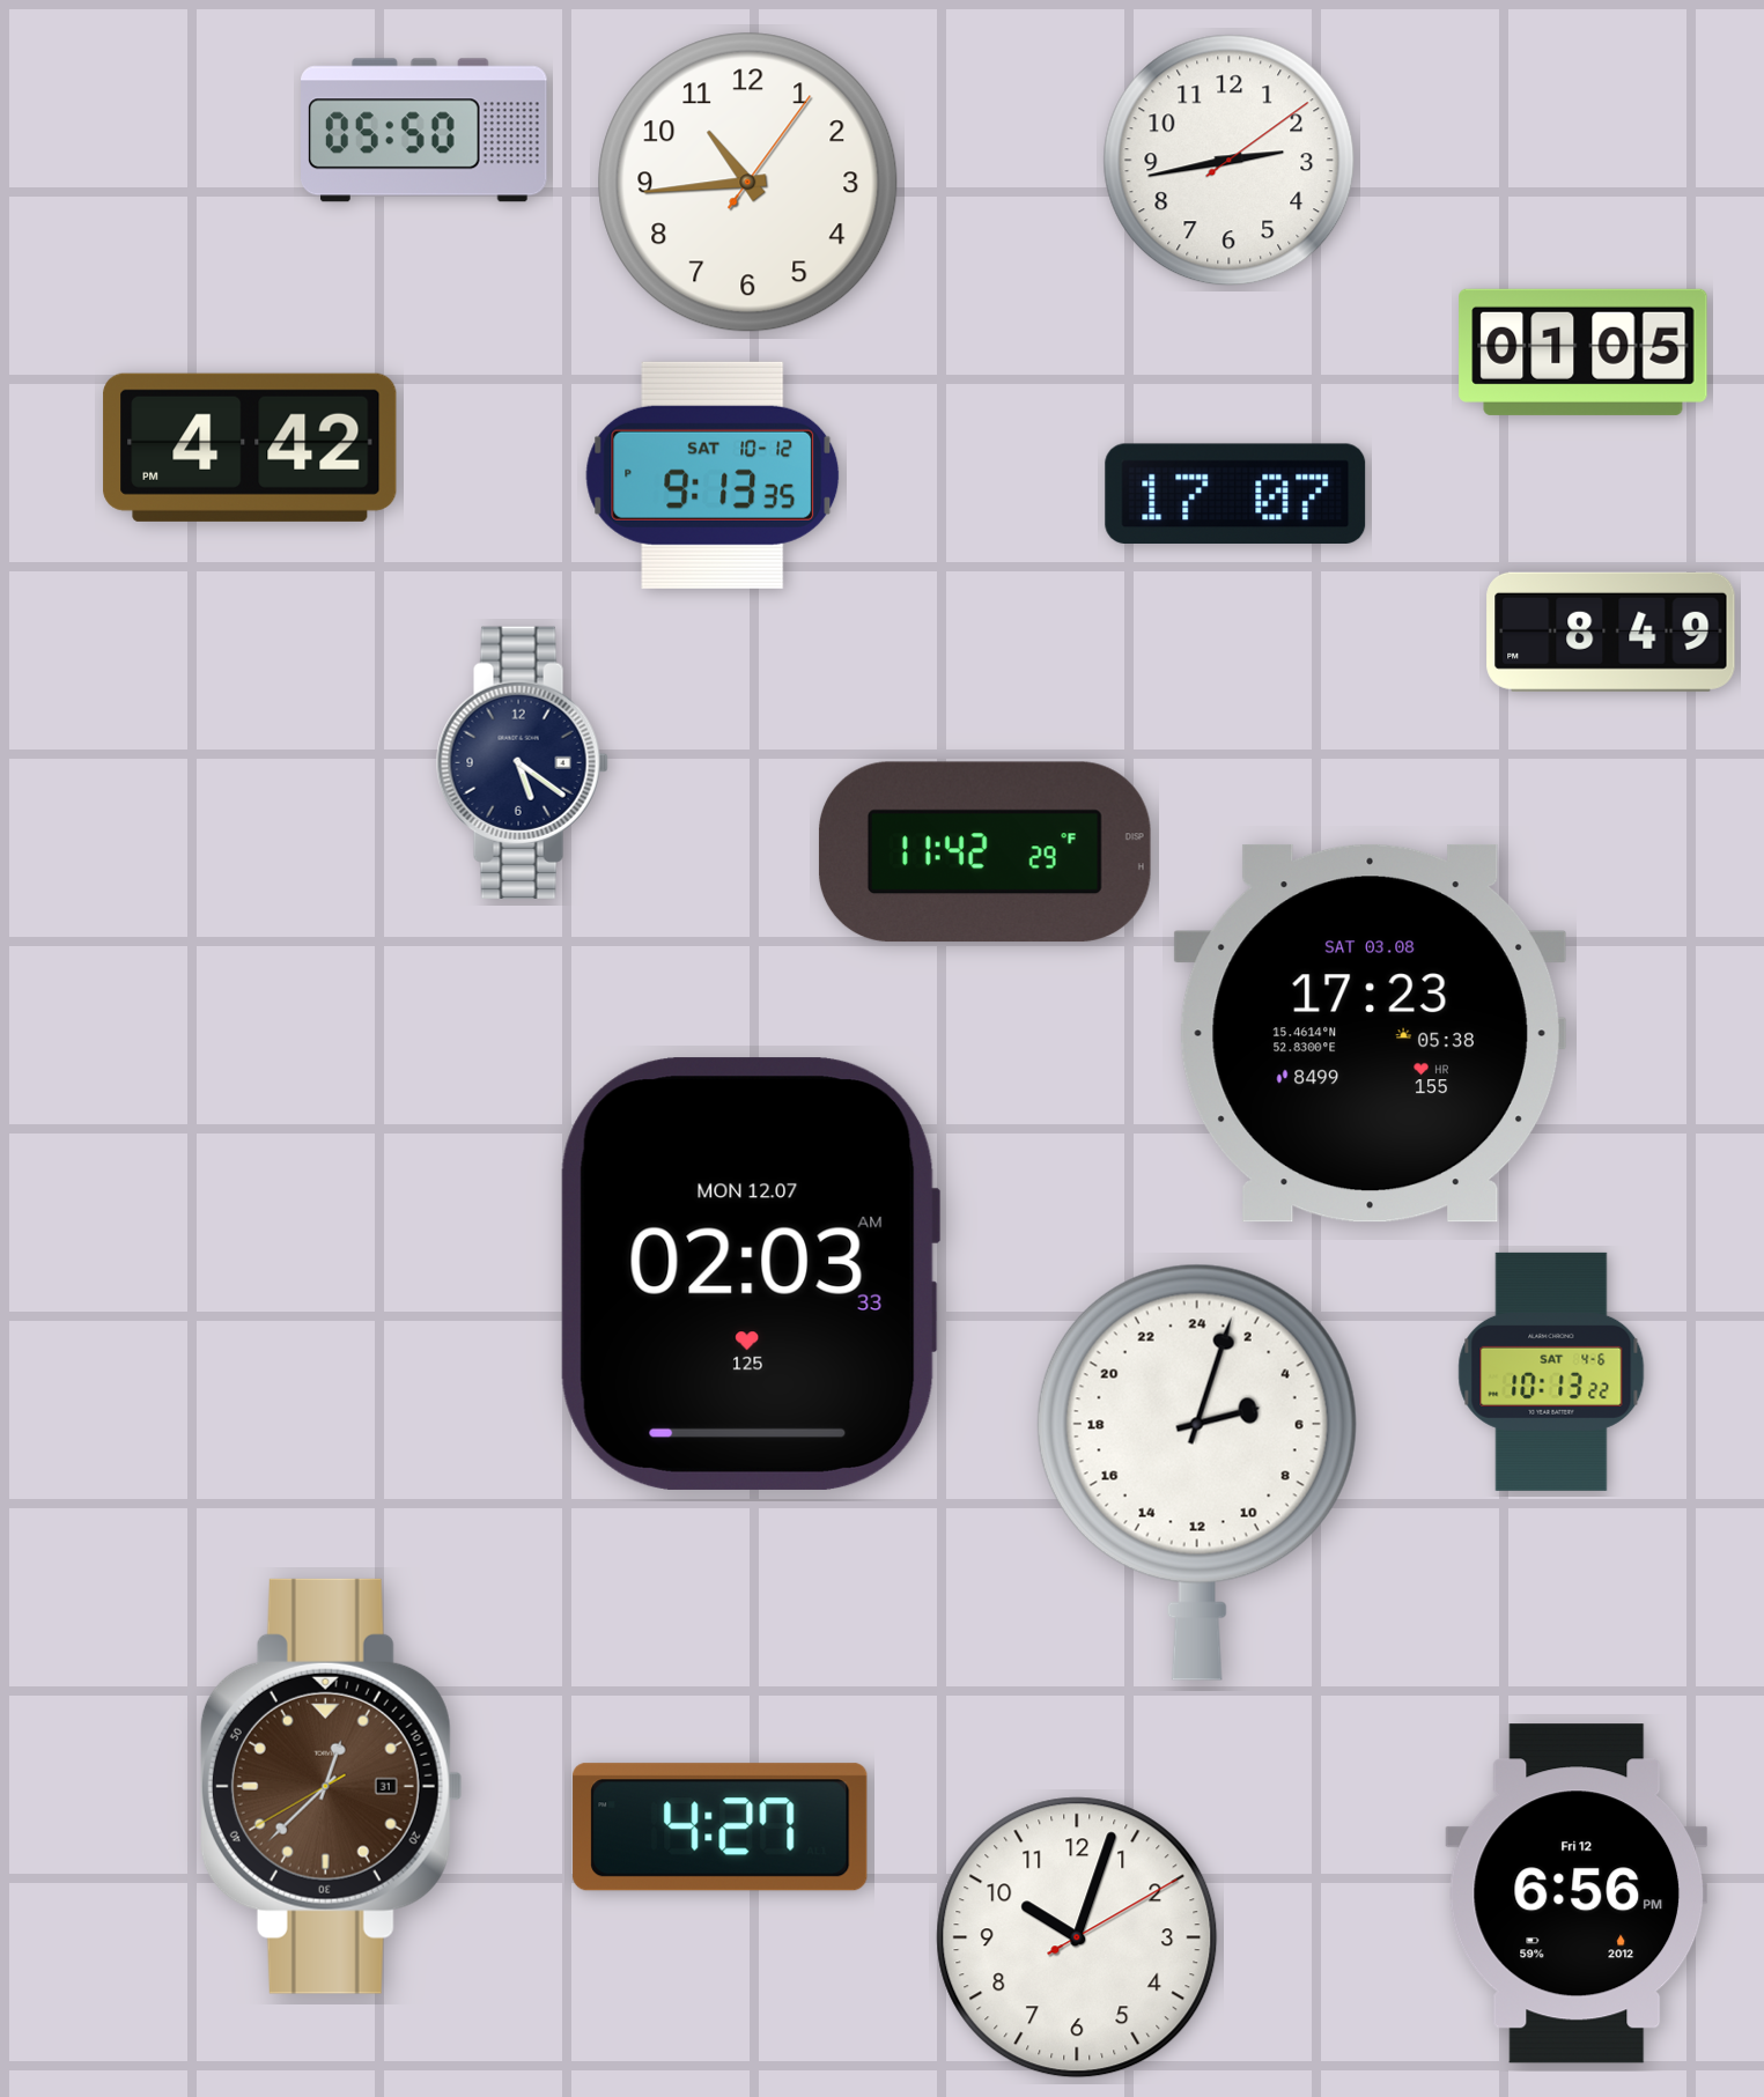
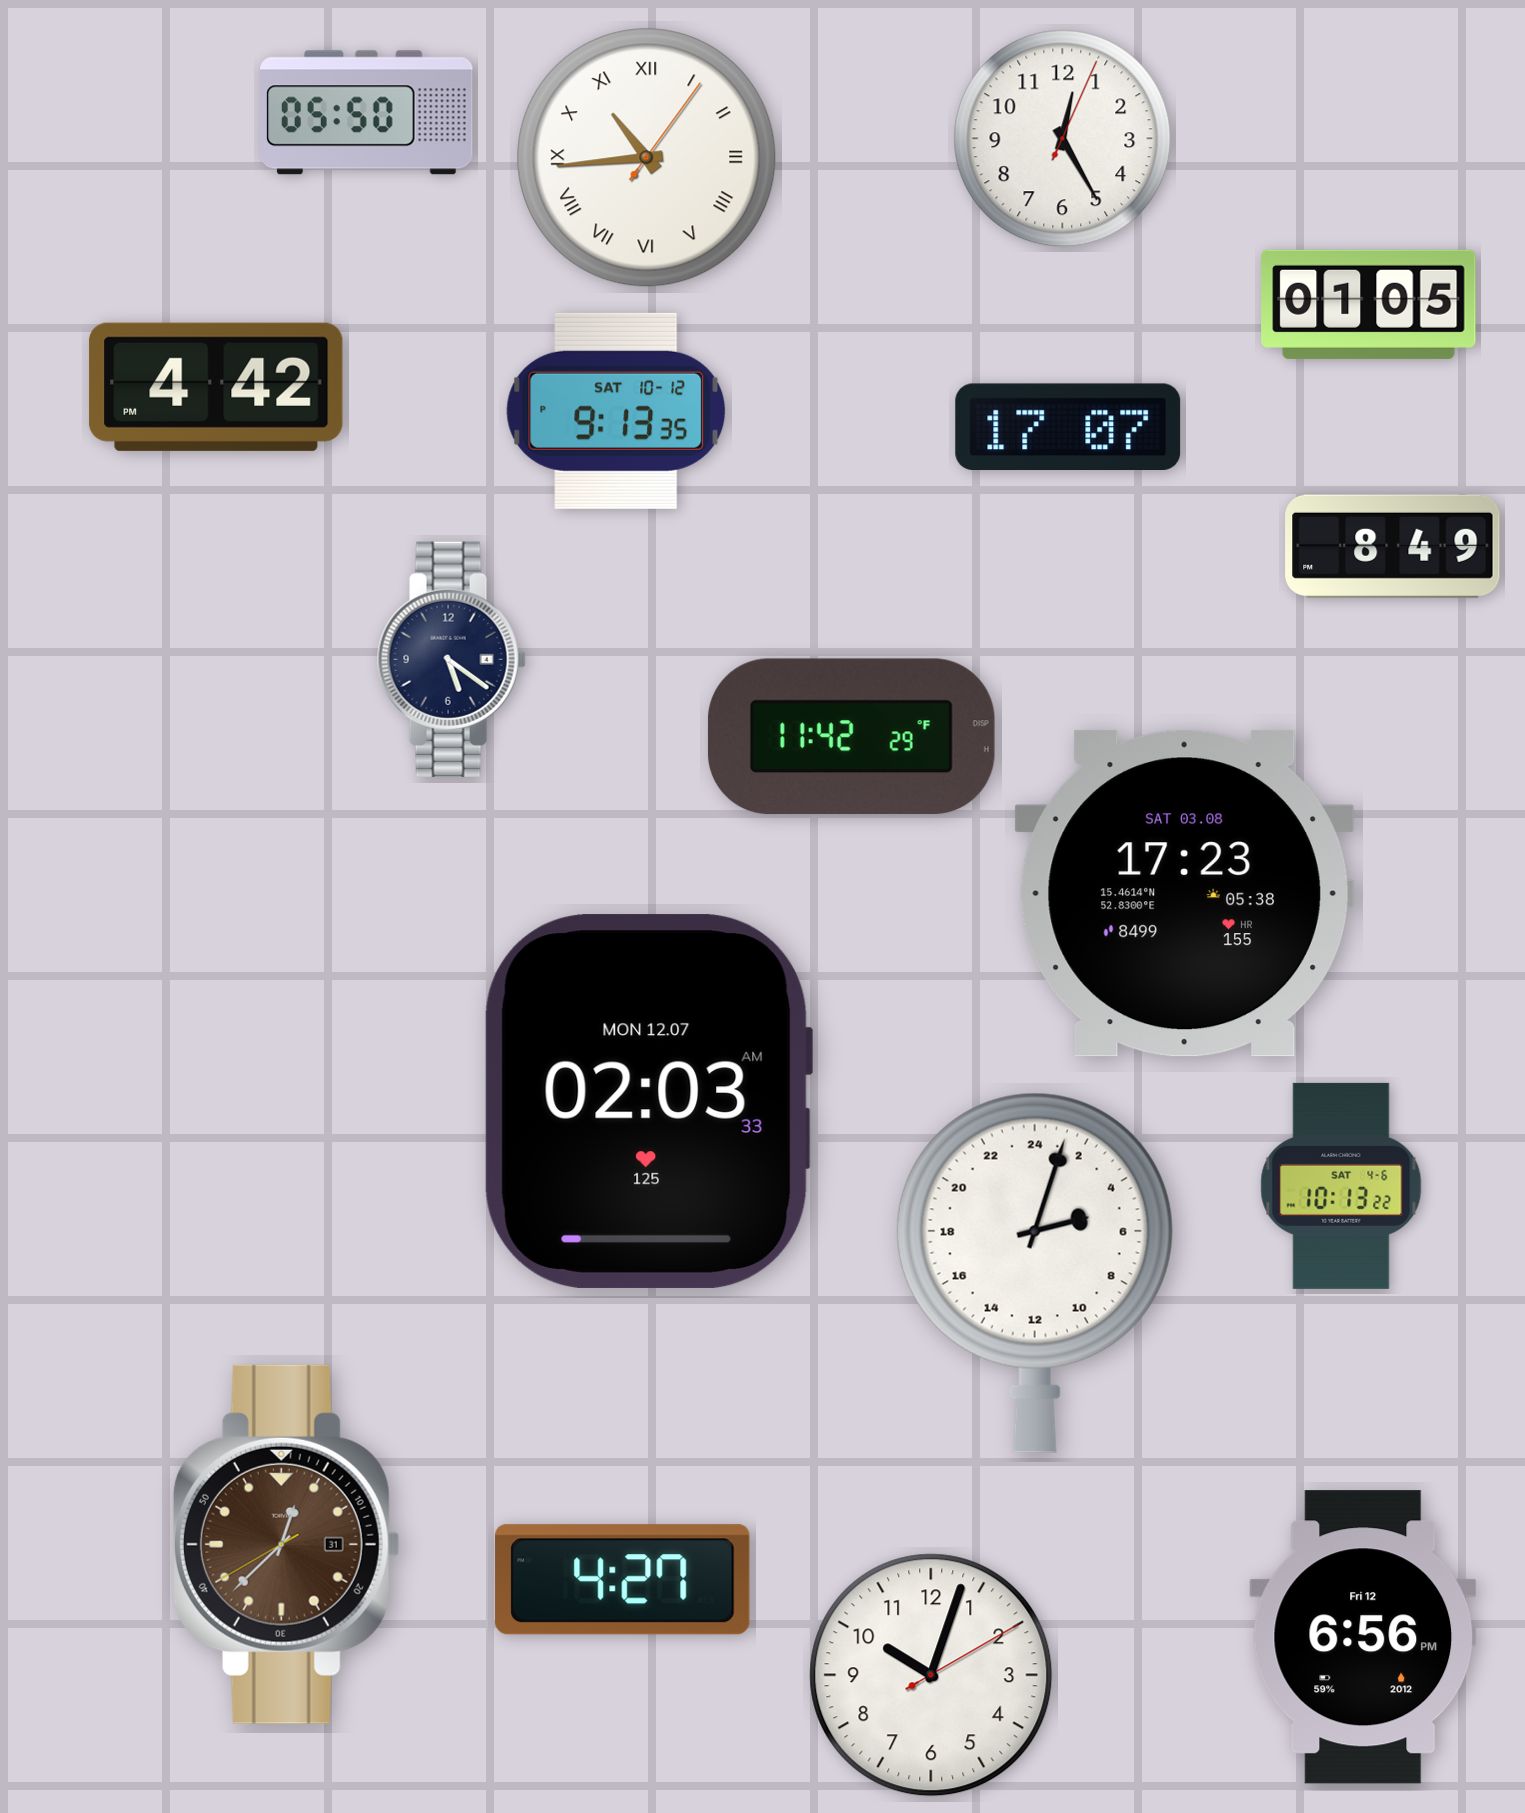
clock at (1230, 161): 2:43 -> 12:25
clock at (748, 183) numerals: Arabic -> Roman
